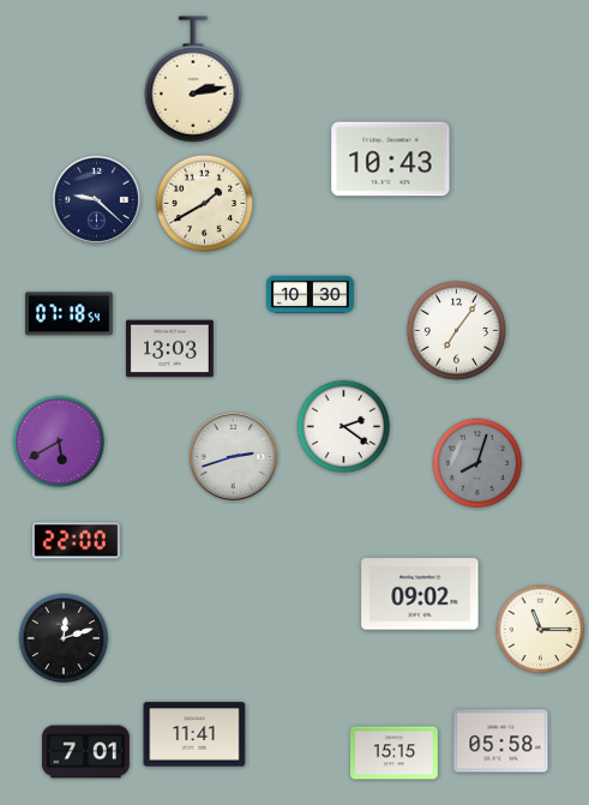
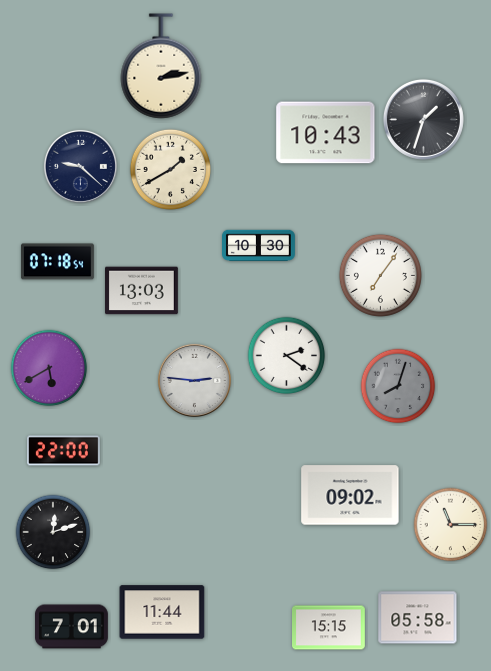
clock at (423, 119): none -> 1:33
clock at (233, 456): 2:42 -> 2:46
clock at (194, 734): 11:41 -> 11:44
